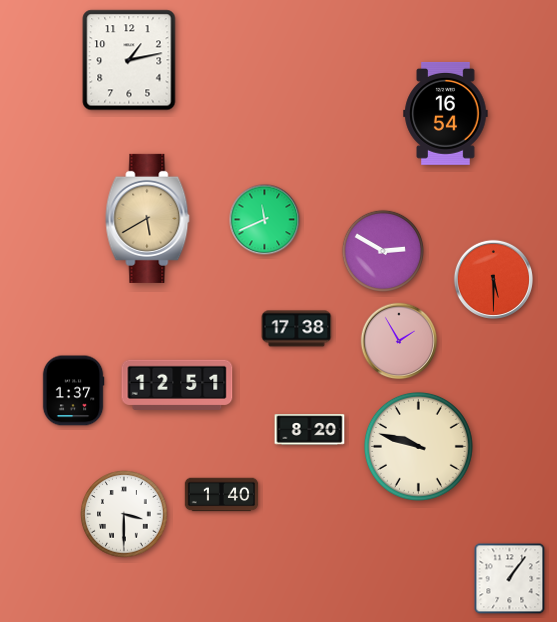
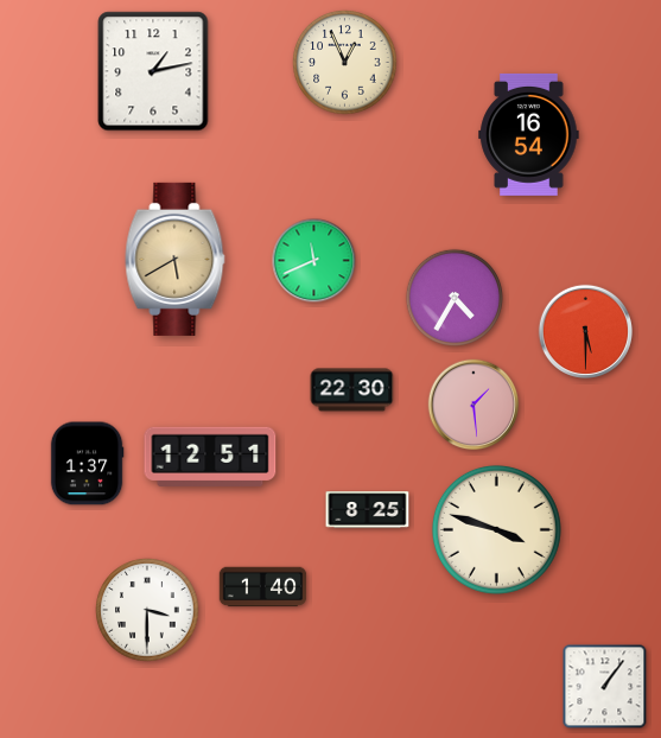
clock at (345, 63): none -> 12:56
clock at (383, 251): 2:50 -> 4:35
clock at (297, 329): 17:38 -> 22:30
clock at (399, 341): 1:55 -> 1:29
clock at (310, 430): 8:20 -> 8:25
clock at (418, 446): 9:48 -> 3:48
